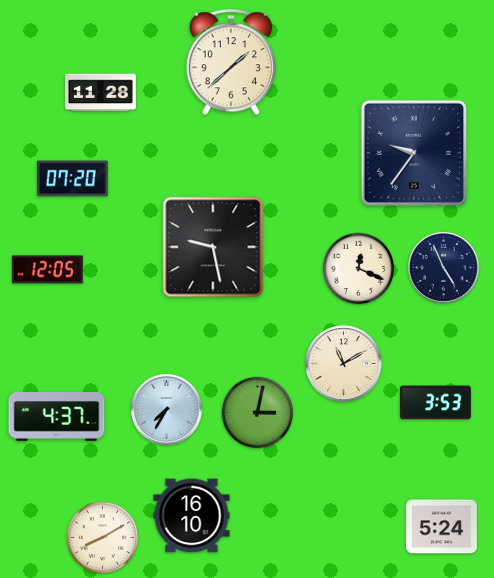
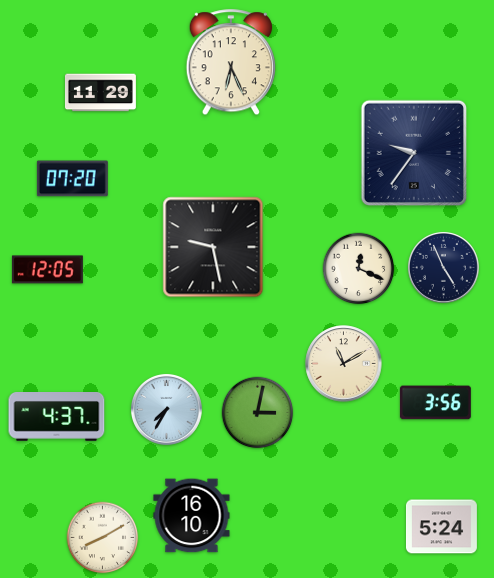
clock at (231, 63): 1:38 -> 6:26
clock at (100, 93): 11:28 -> 11:29
clock at (435, 403): 3:53 -> 3:56
